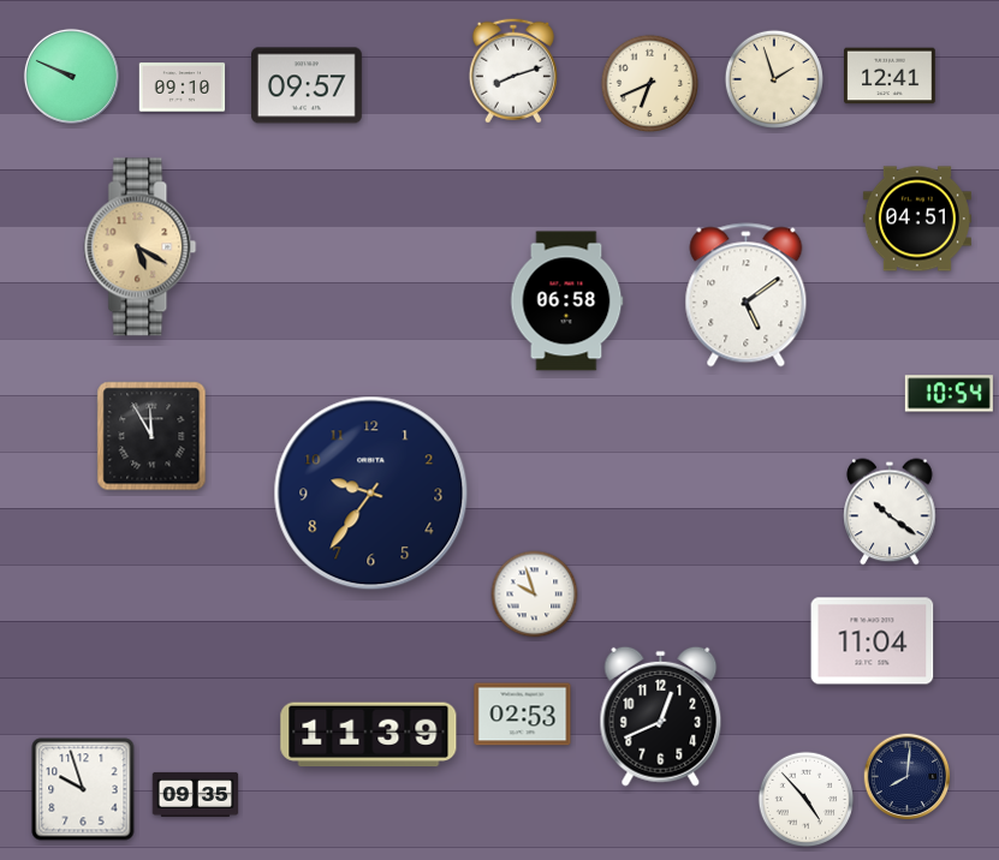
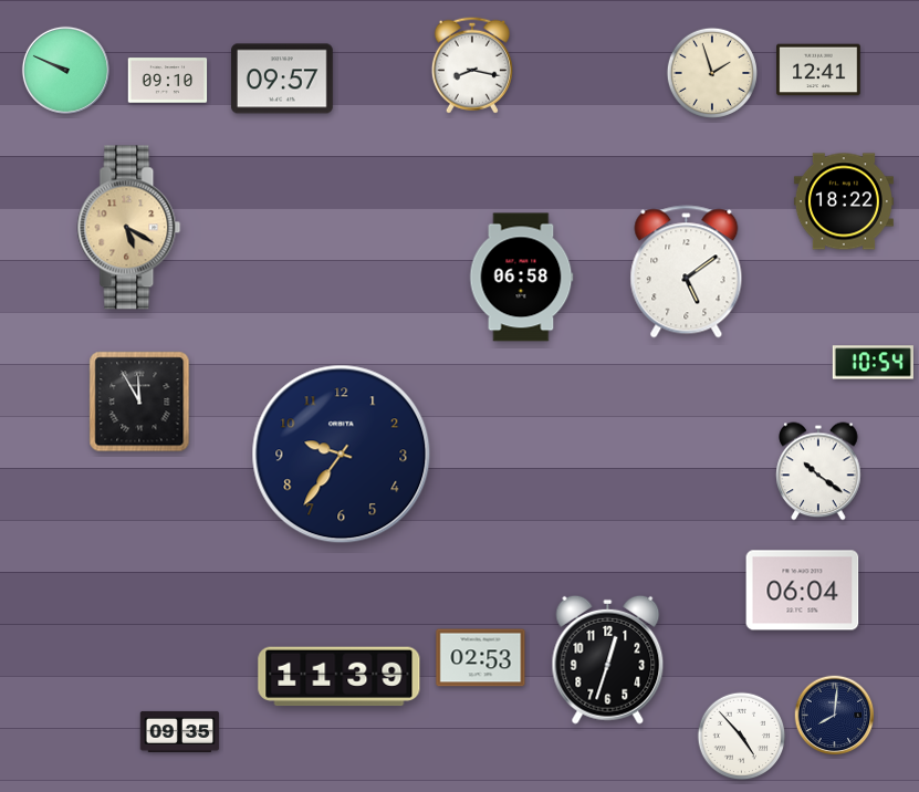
clock at (513, 71): 8:12 -> 8:17
clock at (649, 83): 6:41 -> none
clock at (917, 219): 04:51 -> 18:22
clock at (535, 595): 9:57 -> none
clock at (873, 641): 11:04 -> 06:04
clock at (661, 716): 12:41 -> 12:33
clock at (83, 789): 9:57 -> none
